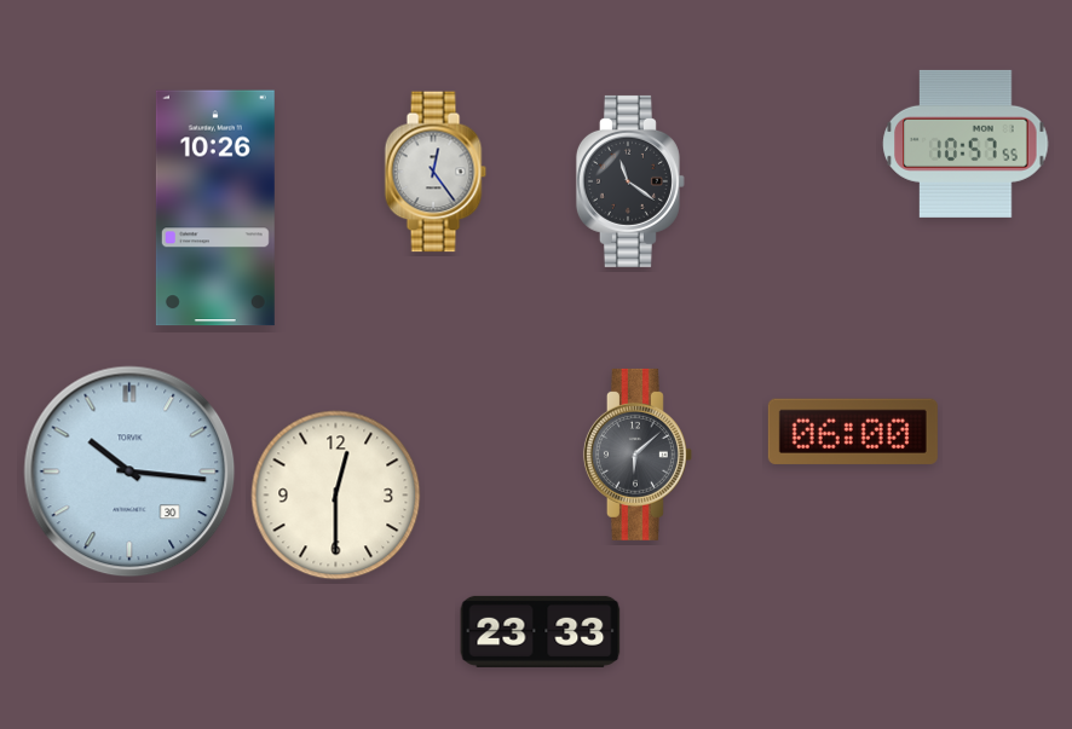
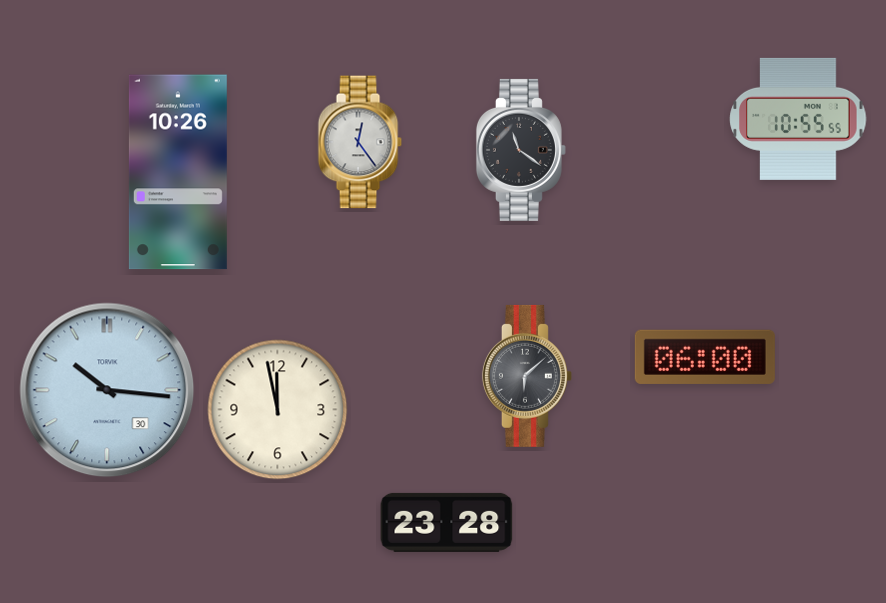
clock at (966, 144): 10:57 -> 10:55
clock at (336, 496): 12:30 -> 11:58
clock at (541, 631): 23:33 -> 23:28
